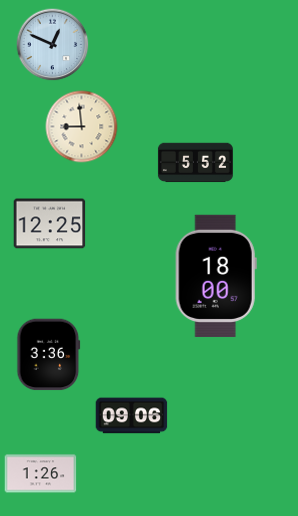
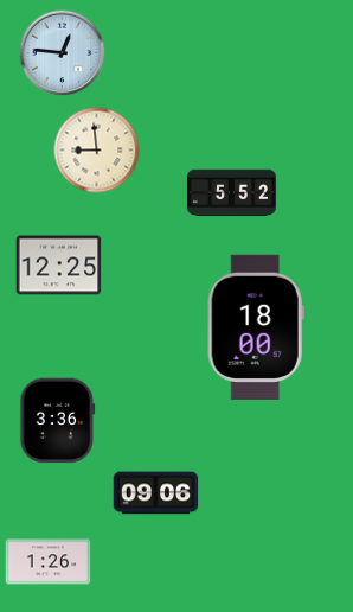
clock at (53, 45): 12:49 -> 12:46
